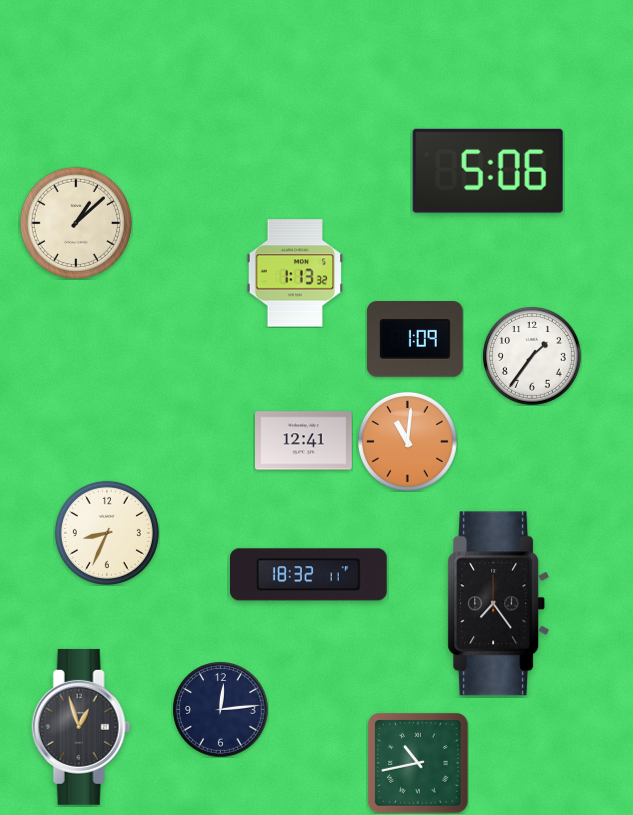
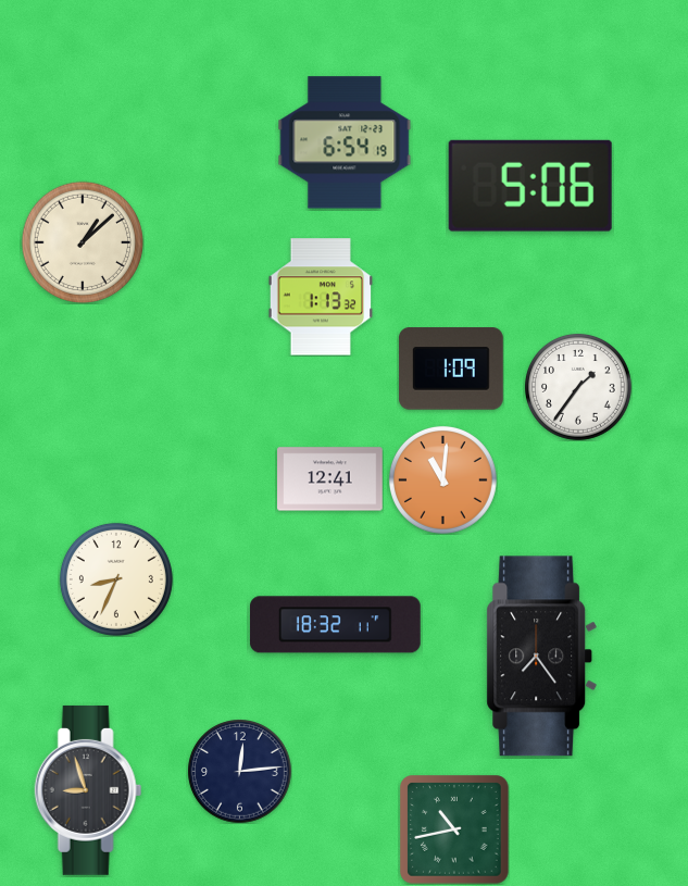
clock at (345, 142): none -> 6:54
clock at (81, 727): 12:57 -> 8:57
